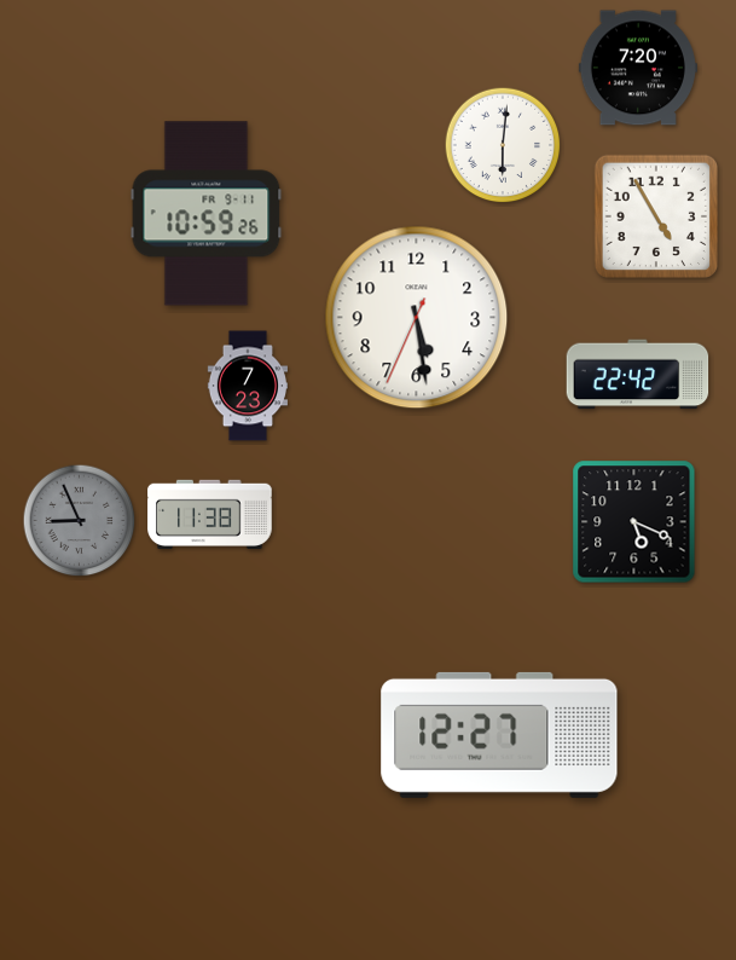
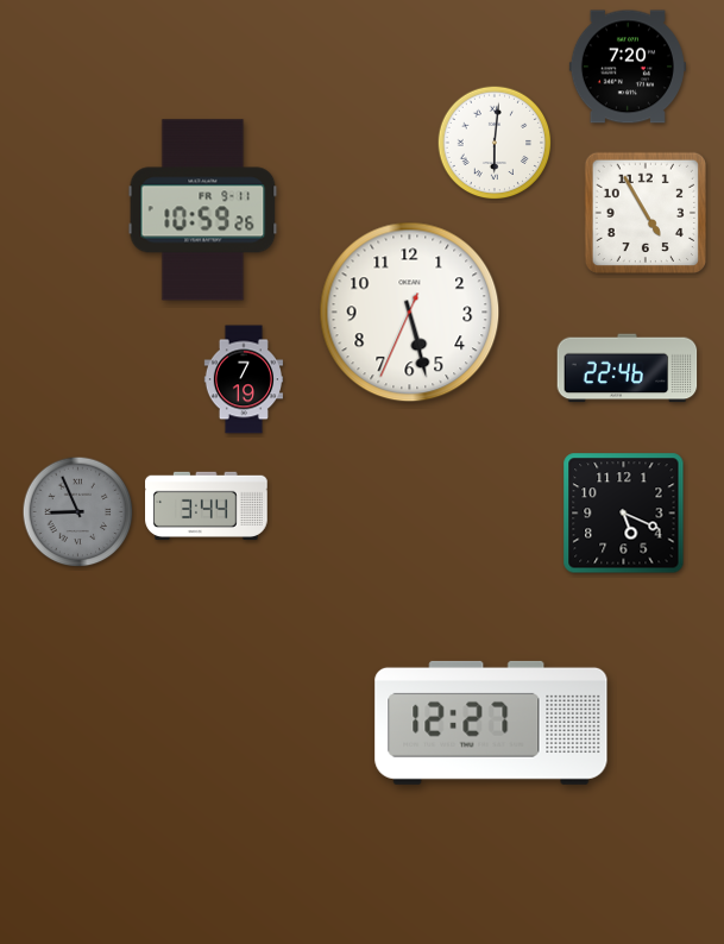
clock at (417, 318): 5:28 -> 5:27
clock at (638, 375): 22:42 -> 22:46
clock at (247, 386): 7:23 -> 7:19
clock at (210, 514): 11:38 -> 3:44
